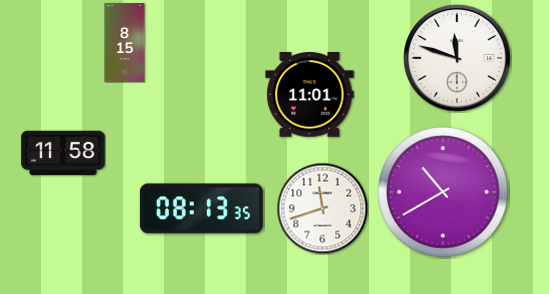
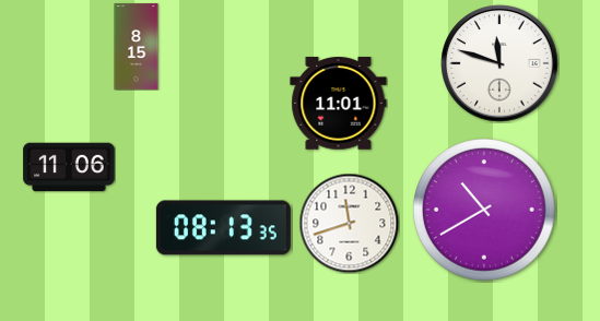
clock at (63, 153): 11:58 -> 11:06
clock at (322, 208) position: (322, 208) -> (349, 223)
clock at (201, 209) position: (201, 209) -> (223, 228)
